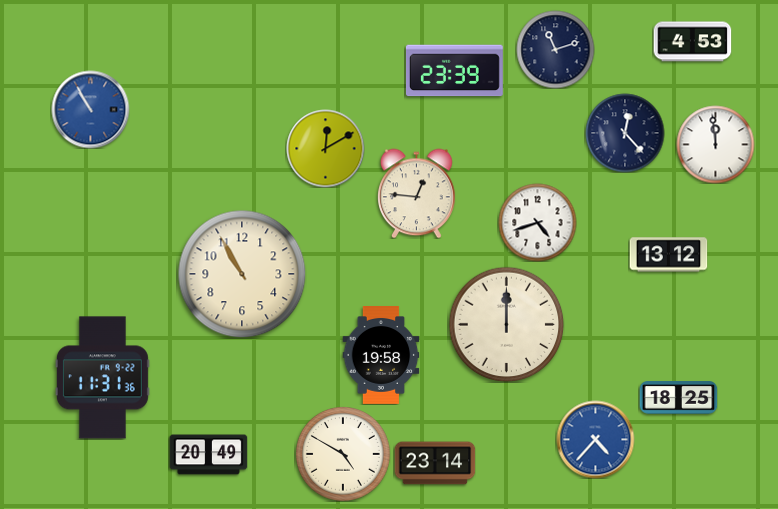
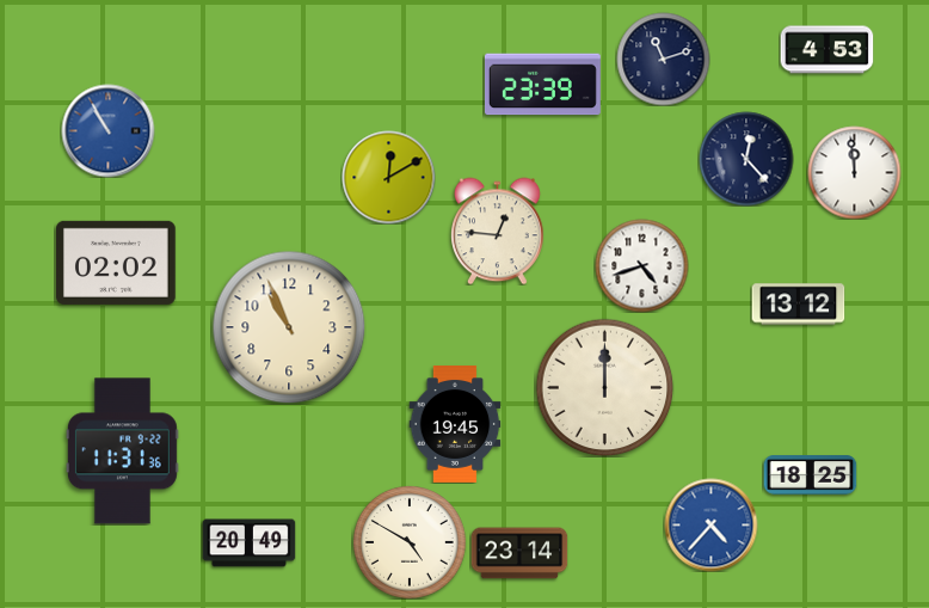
clock at (117, 263): none -> 02:02
clock at (242, 274): 10:55 -> 10:56
clock at (381, 356): 19:58 -> 19:45
